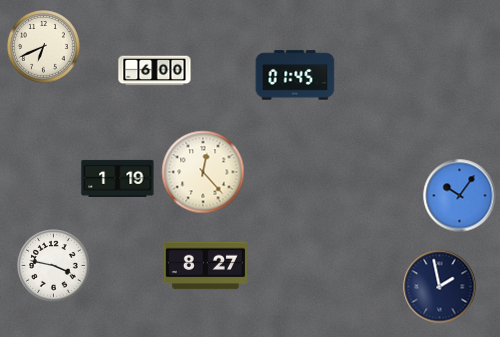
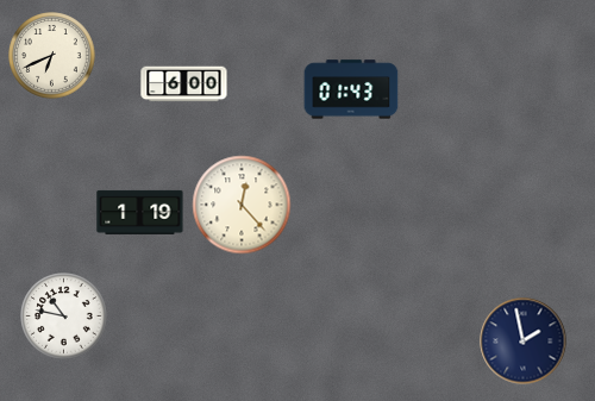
clock at (295, 75): 01:45 -> 01:43
clock at (460, 196): 10:06 -> none
clock at (54, 266): 3:47 -> 10:47
clock at (205, 266): 8:27 -> none
